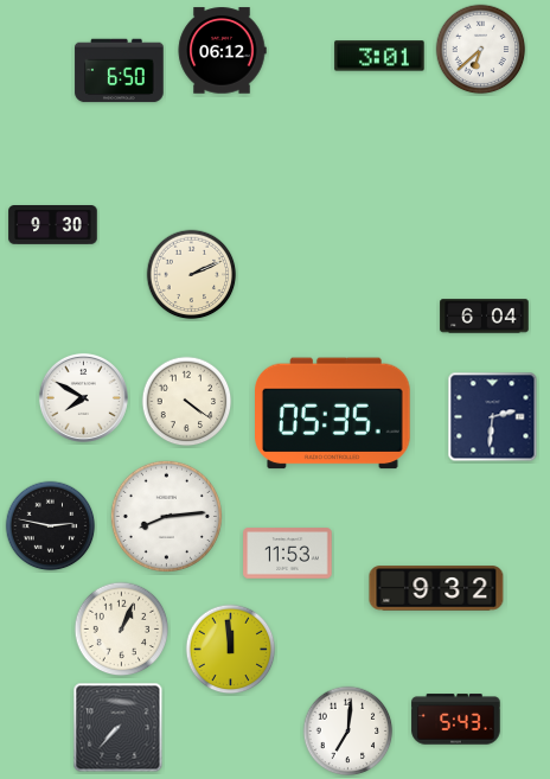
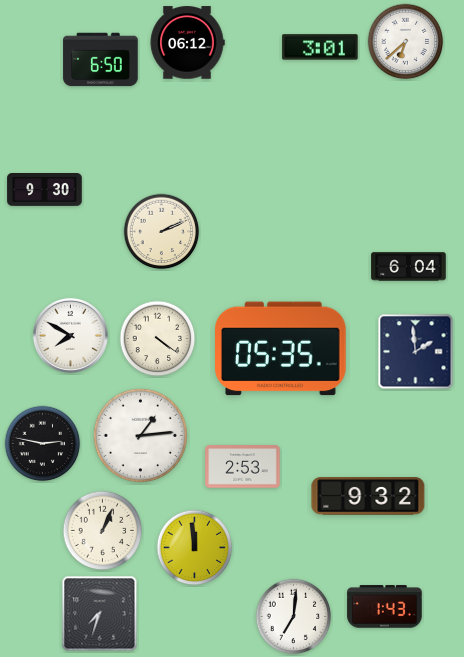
clock at (493, 417): 2:31 -> 1:59
clock at (166, 516): 8:14 -> 1:14
clock at (288, 554): 11:53 -> 2:53
clock at (456, 720): 5:43 -> 1:43
clock at (119, 728): 7:37 -> 7:33
